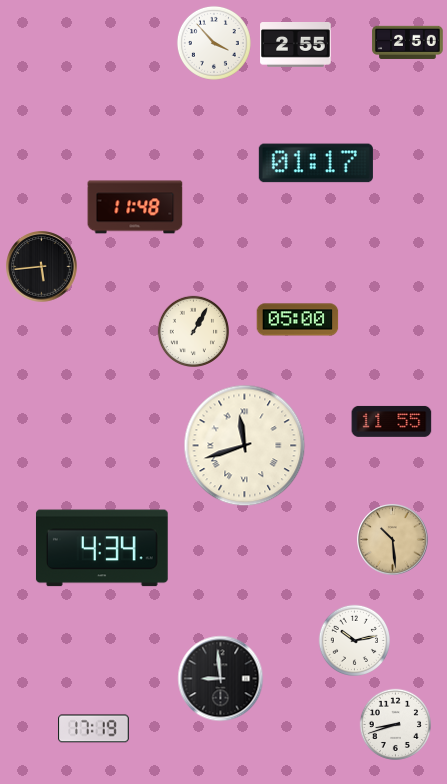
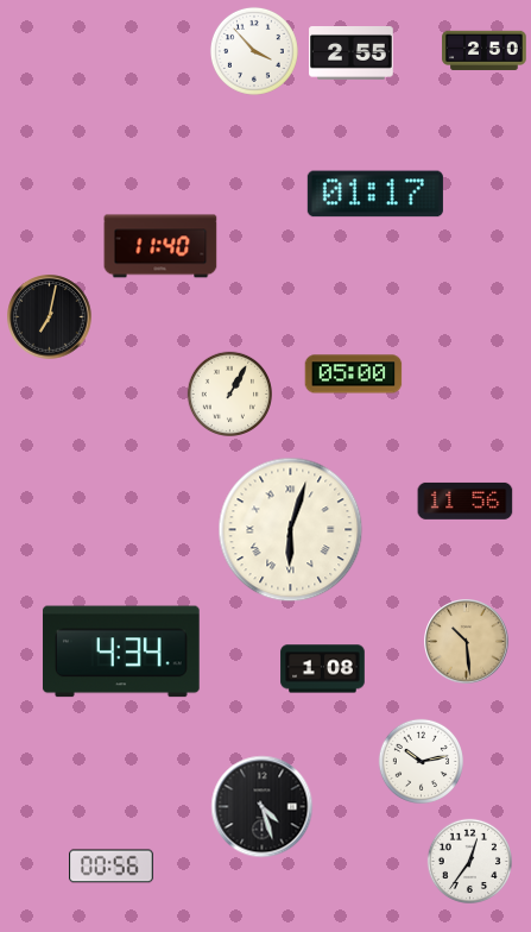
clock at (135, 207): 11:48 -> 11:40
clock at (42, 267): 5:44 -> 7:02
clock at (298, 320) position: (298, 320) -> (354, 374)
clock at (392, 421): 11:55 -> 11:56
clock at (245, 446): 11:42 -> 6:03
clock at (323, 669): none -> 1:08
clock at (221, 679): 8:59 -> 4:27
clock at (395, 724): 8:42 -> 12:36
clock at (94, 729): 17:19 -> 00:56
